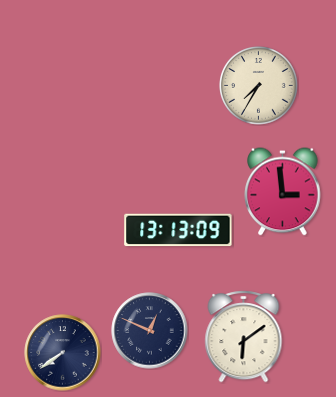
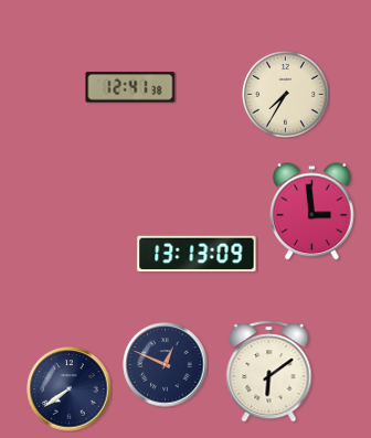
clock at (130, 87): none -> 12:41
